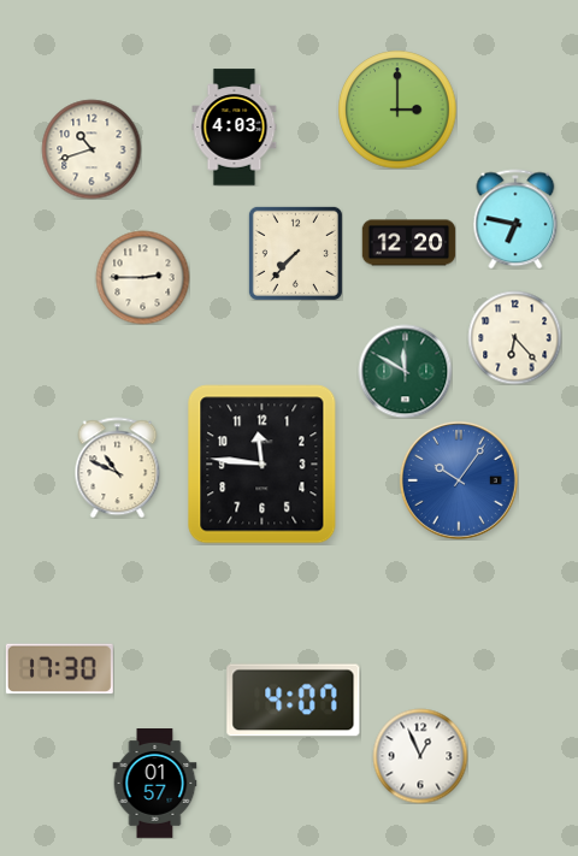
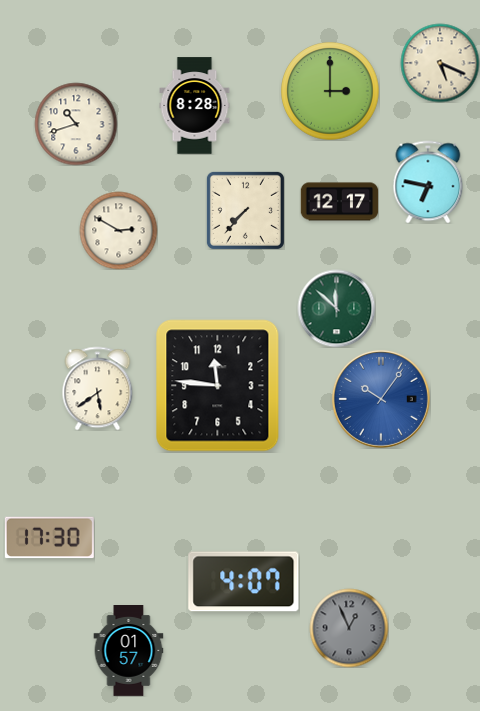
clock at (440, 63): none -> 5:19
clock at (235, 128): 4:03 -> 8:28
clock at (408, 243): 12:20 -> 12:17
clock at (142, 277): 2:45 -> 2:50
clock at (514, 337): 6:23 -> none
clock at (405, 371): 11:50 -> 11:52
clock at (118, 467): 10:49 -> 5:39
clock at (59, 669) position: (59, 669) -> (49, 538)
clock at (420, 756) dial: white -> grey
